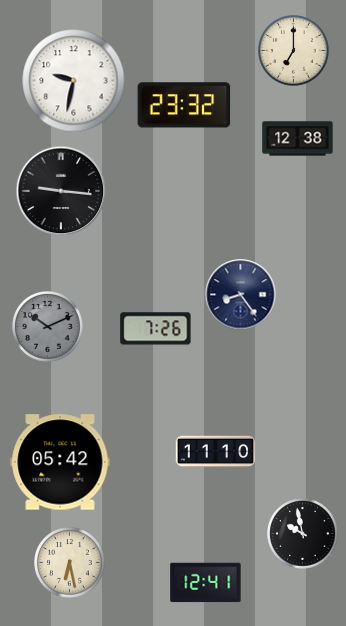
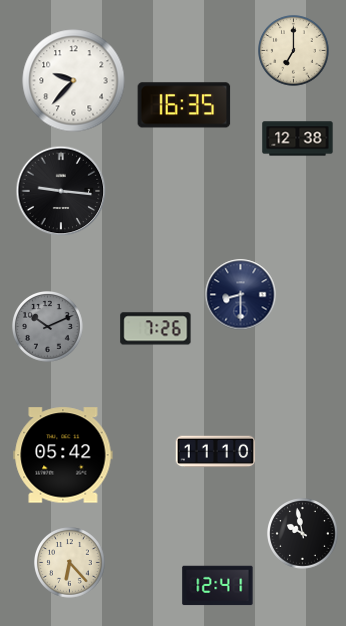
clock at (74, 81): 9:32 -> 9:37
clock at (184, 105): 23:32 -> 16:35
clock at (241, 295): 8:24 -> 8:30
clock at (60, 462) position: (60, 462) -> (63, 455)
clock at (70, 563): 6:28 -> 6:23
clock at (206, 583) position: (206, 583) -> (218, 586)
